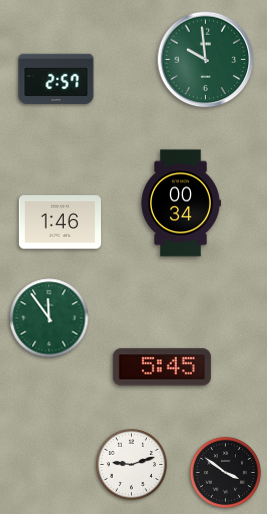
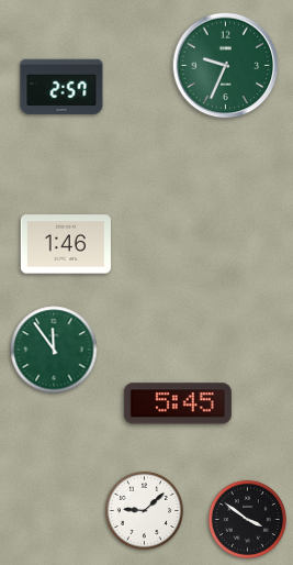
clock at (206, 60): 9:59 -> 9:34
clock at (181, 203): 00:34 -> none
clock at (131, 464): 9:12 -> 9:08
